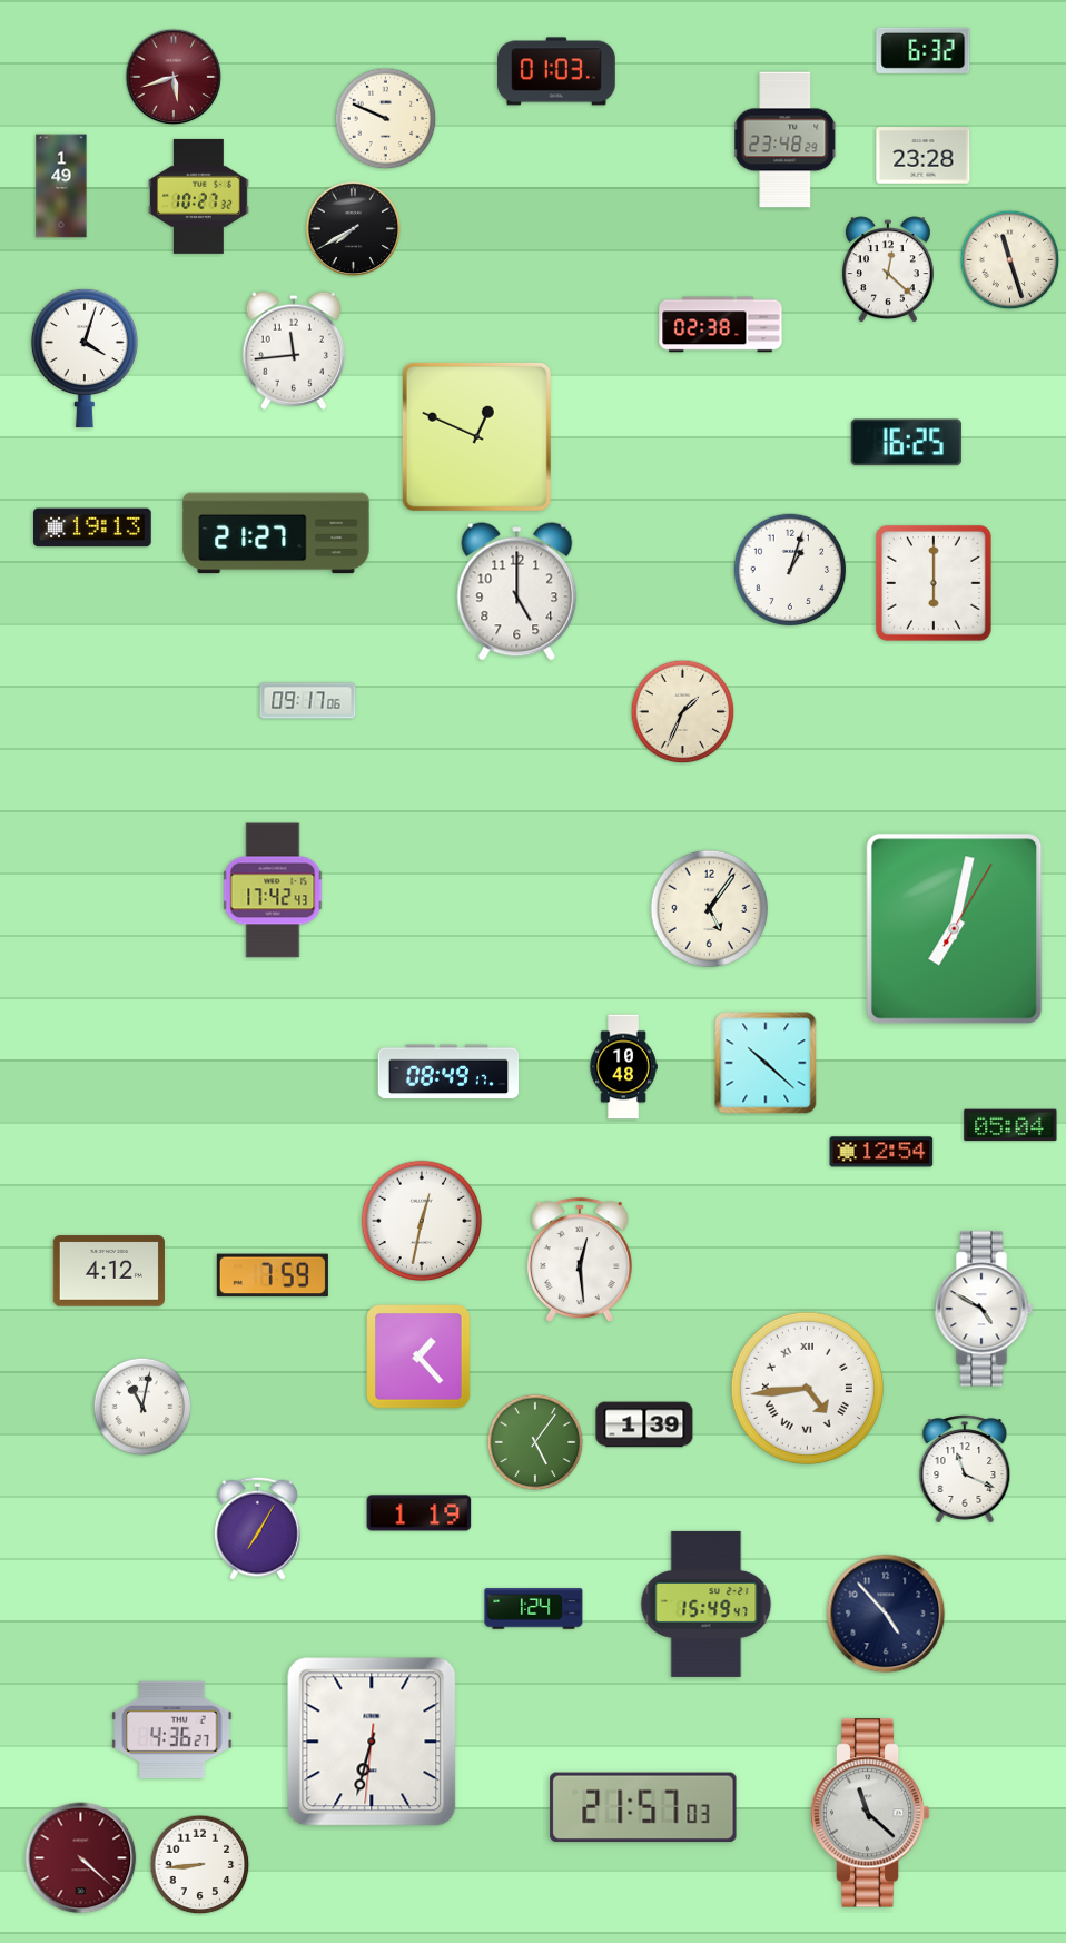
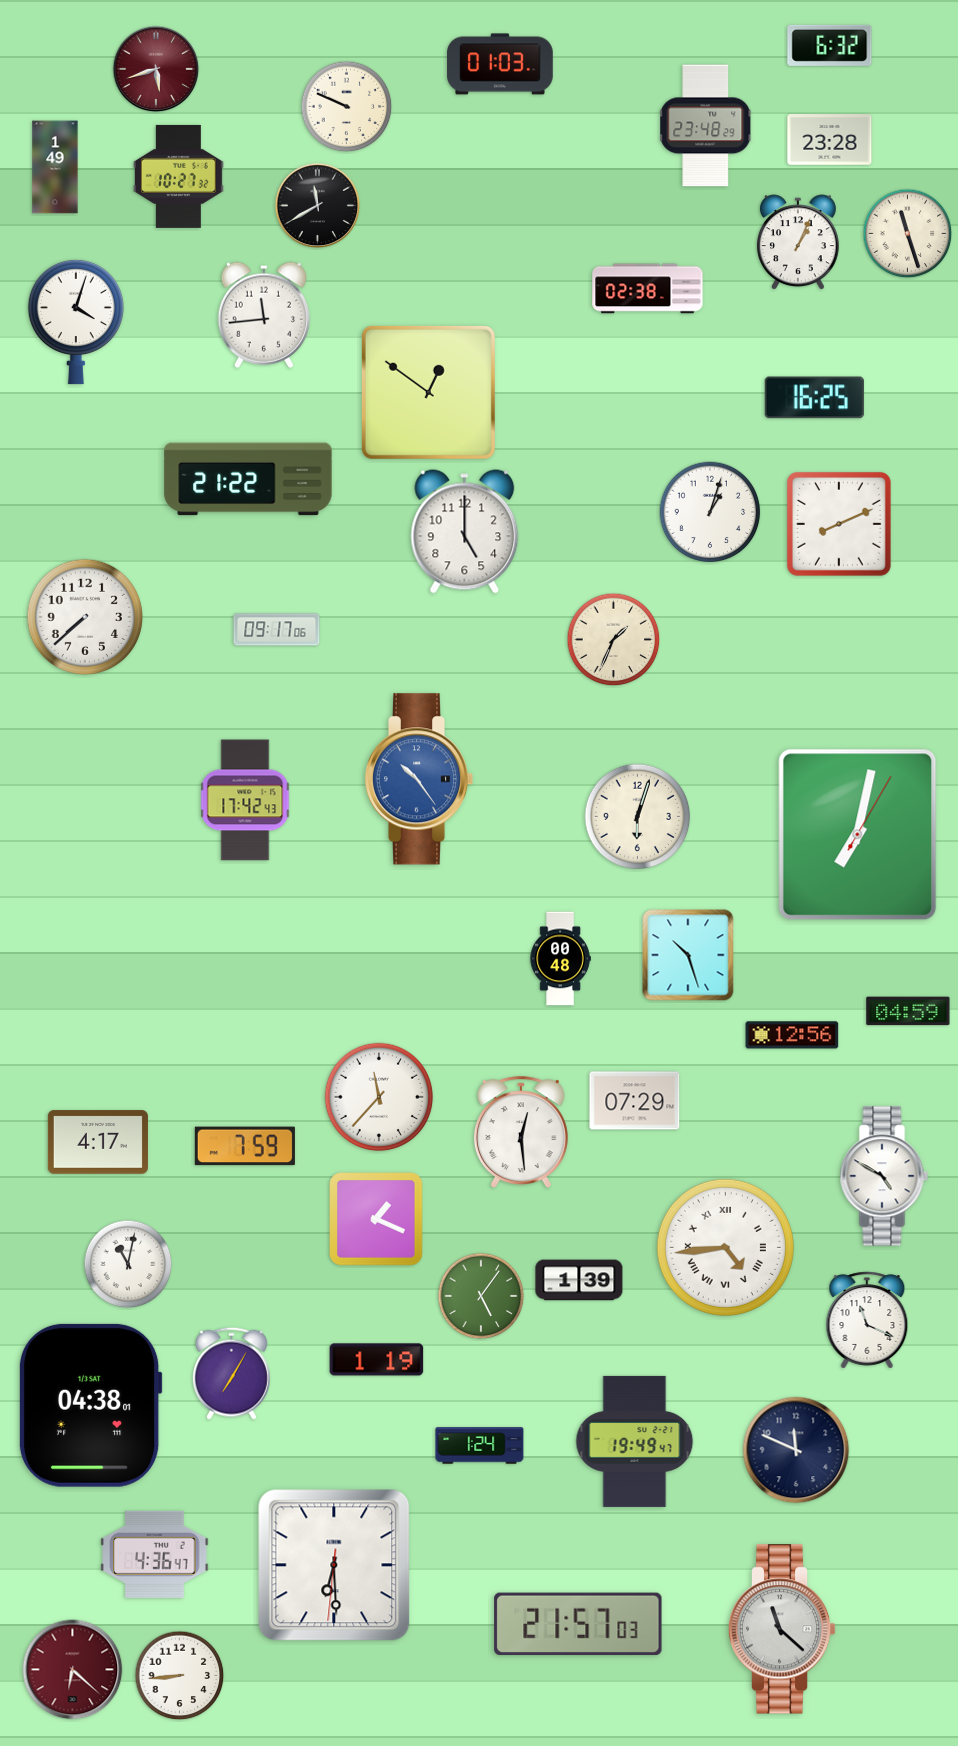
clock at (354, 229): 7:40 -> 11:40
clock at (888, 269): 12:22 -> 1:04
clock at (721, 325) position: (721, 325) -> (648, 289)
clock at (476, 436): 12:49 -> 12:51
clock at (92, 527): 19:13 -> none
clock at (276, 533): 21:27 -> 21:22
clock at (934, 583): 6:00 -> 8:11
clock at (84, 616): none -> 7:38
clock at (419, 779): none -> 10:24
clock at (710, 909): 5:06 -> 6:03
clock at (766, 1063): 10:22 -> 10:27
clock at (623, 1067): 10:48 -> 00:48
clock at (448, 1072): 08:49 -> none
clock at (1010, 1125): 05:04 -> 04:59
clock at (881, 1152): 12:54 -> 12:56
clock at (422, 1221): 12:32 -> 11:37
clock at (635, 1101): none -> 07:29
clock at (109, 1271): 4:12 -> 4:17
clock at (418, 1357): 1:23 -> 1:19
clock at (90, 1405): none -> 04:38
clock at (707, 1604): 15:49 -> 19:49
clock at (886, 1614): 4:53 -> 11:49
clock at (172, 1729): 4:36:27 -> 4:36:47
clock at (372, 1742): 6:32 -> 6:29
clock at (81, 1858): 4:22 -> 6:22
